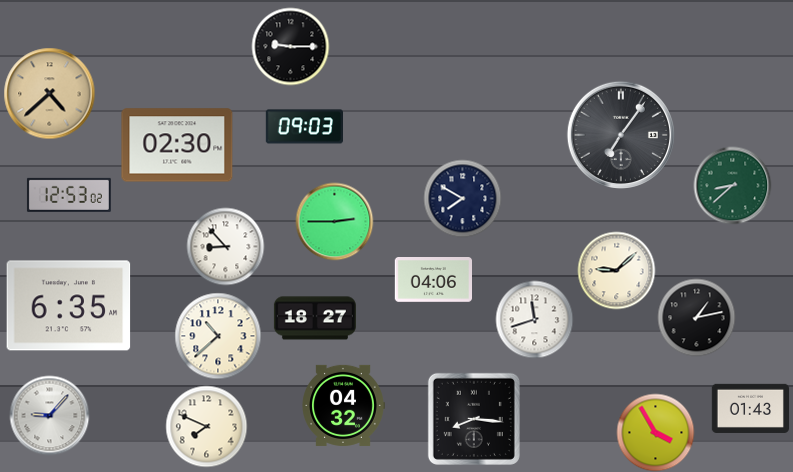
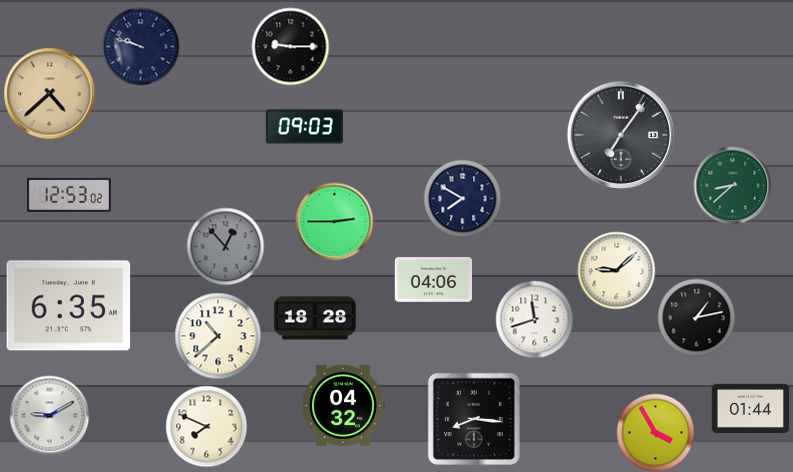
clock at (140, 46): none -> 9:48
clock at (177, 145): 02:30 -> none
clock at (225, 246): 8:53 -> 12:53
clock at (225, 246) dial: white -> grey
clock at (315, 318): 18:27 -> 18:28
clock at (750, 408): 01:43 -> 01:44
clock at (49, 415): 9:07 -> 9:10
